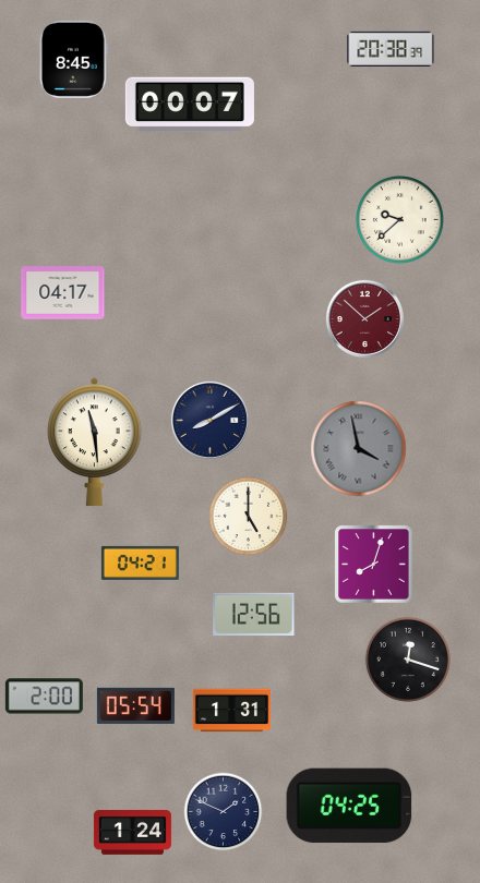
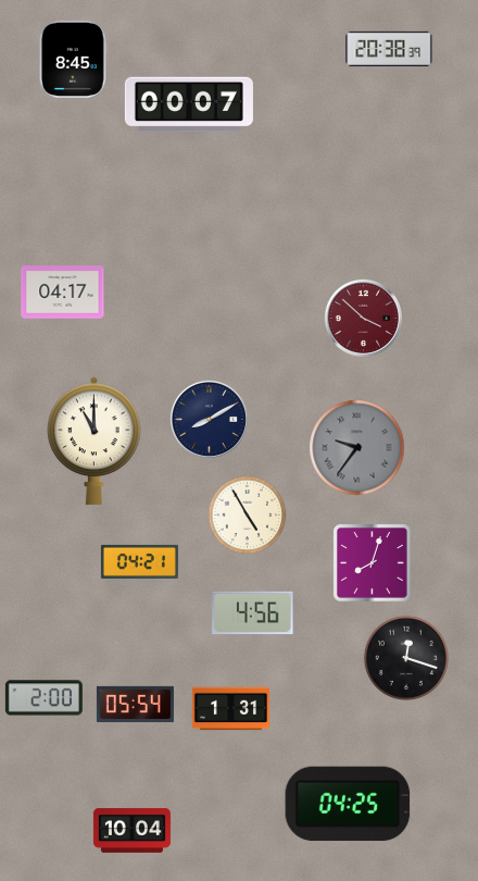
clock at (400, 220): 9:38 -> none
clock at (364, 318): 1:52 -> 3:52
clock at (95, 441): 11:29 -> 11:00
clock at (359, 449): 3:58 -> 9:36
clock at (249, 517): 5:00 -> 4:55
clock at (254, 615): 12:56 -> 4:56
clock at (44, 697) position: (44, 697) -> (43, 698)
clock at (224, 812): 1:49 -> none
clock at (132, 832): 1:24 -> 10:04
